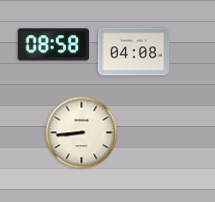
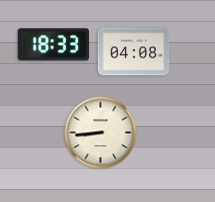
clock at (53, 45): 08:58 -> 18:33
clock at (82, 133) position: (82, 133) -> (101, 133)
